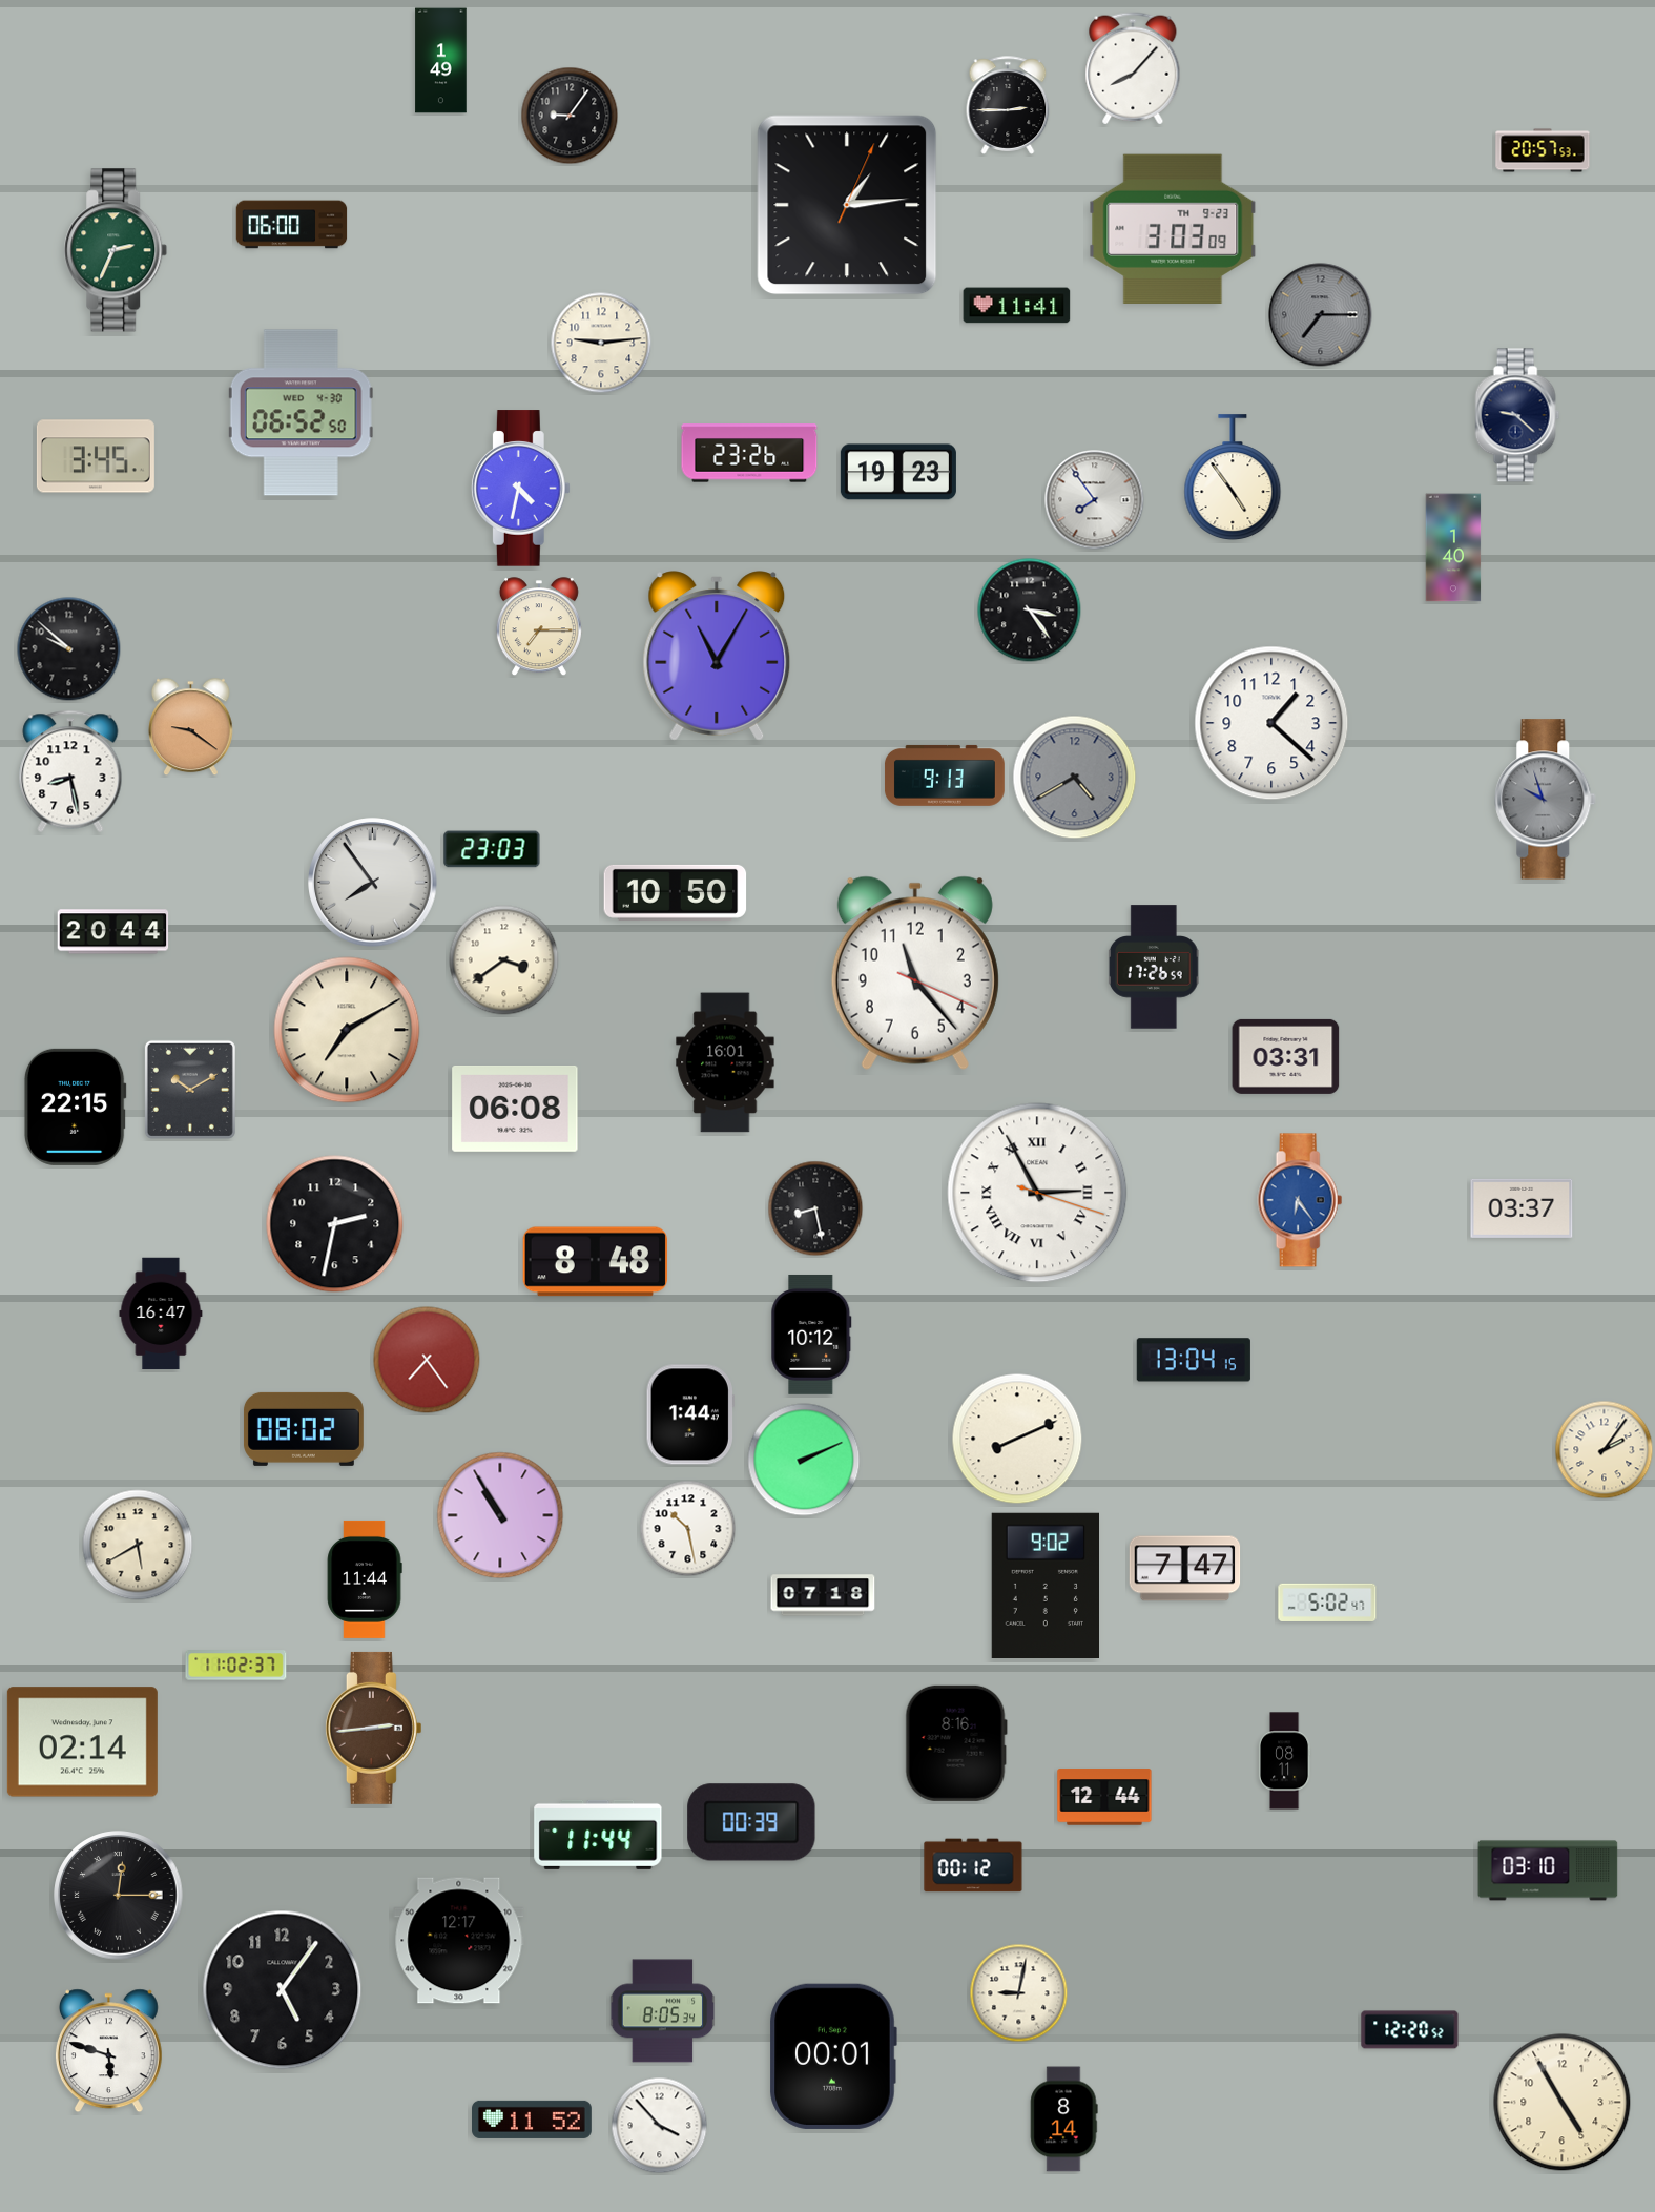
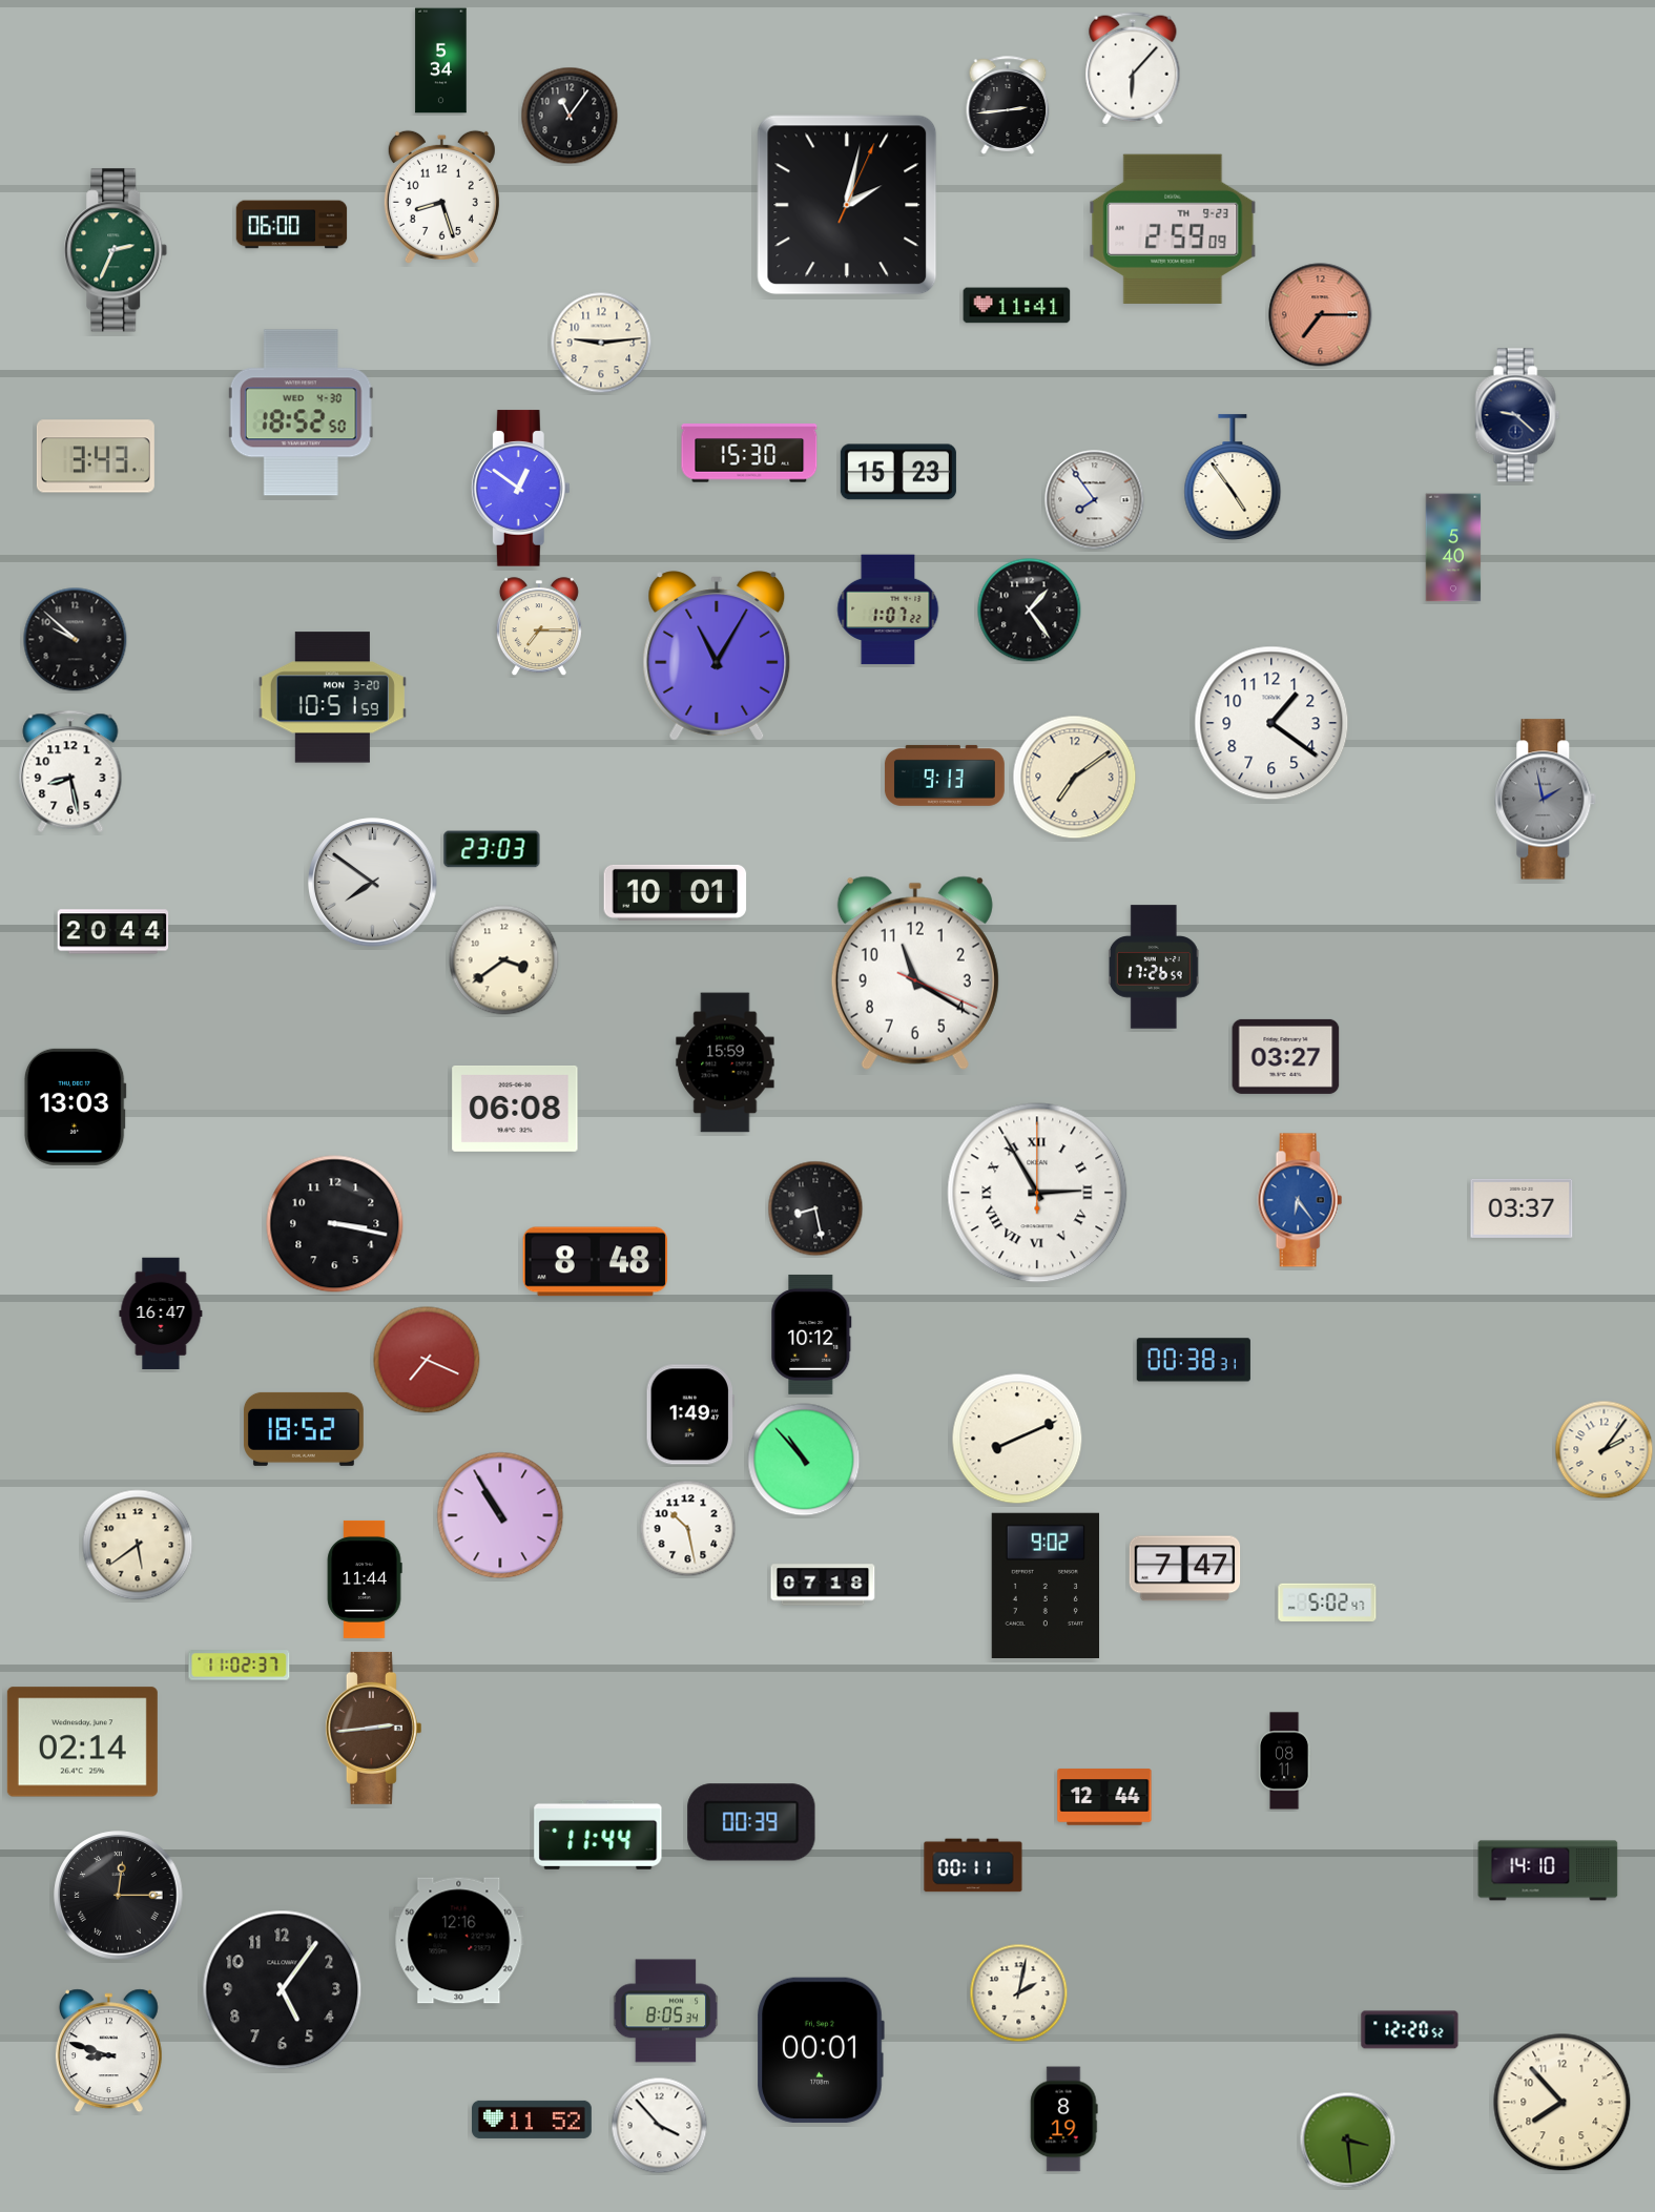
clock at (441, 61): 1:49 -> 5:34
clock at (1133, 68): 8:07 -> 6:07
clock at (1008, 105): 2:45 -> 2:44
clock at (570, 116): 9:06 -> 11:06
clock at (1543, 150): 20:57 -> none
clock at (441, 197): none -> 8:27
clock at (847, 205): 1:14 -> 2:02
clock at (1173, 229): 3:03 -> 2:59
clock at (1321, 315) dial: grey -> salmon
clock at (301, 413): 06:52 -> 18:52
clock at (749, 453): 23:26 -> 15:30
clock at (96, 456): 3:45 -> 3:43
clock at (898, 472): 19:23 -> 15:23
clock at (520, 489): 4:32 -> 12:51
clock at (1453, 547): 1:40 -> 5:40
clock at (888, 609): none -> 1:07
clock at (1030, 611): 3:24 -> 1:24
clock at (69, 649) position: (69, 649) -> (76, 640)
clock at (332, 698): none -> 10:51
clock at (1271, 723): 1:22 -> 1:21
clock at (191, 727): 9:21 -> none
clock at (1075, 778): 4:40 -> 7:09
clock at (1075, 778) dial: grey -> cream
clock at (1546, 800): 9:57 -> 1:58
clock at (373, 883): 7:54 -> 7:51
clock at (676, 892): 10:50 -> 10:01
clock at (915, 973): 11:23 -> 11:20
clock at (347, 1030): 7:10 -> none
clock at (1286, 1056): 03:31 -> 03:27
clock at (725, 1062): 16:01 -> 15:59
clock at (190, 1090): 10:10 -> none
clock at (75, 1107): 22:15 -> 13:03
clock at (1037, 1193): 2:55:18 -> 2:55:00
clock at (335, 1224): 2:32 -> 3:17
clock at (427, 1360): 7:24 -> 7:19
clock at (1194, 1360): 13:04 -> 00:38
clock at (690, 1414): 1:44 -> 1:49
clock at (304, 1429): 08:02 -> 18:52
clock at (804, 1460): 2:11 -> 10:53
clock at (138, 1545): 5:40 -> 5:39
clock at (823, 1595) position: (823, 1595) -> (823, 1585)
clock at (236, 1666) position: (236, 1666) -> (240, 1666)
clock at (956, 1743): 8:16 -> none
clock at (973, 1865): 00:12 -> 00:11
clock at (1548, 1870): 03:10 -> 14:10
clock at (459, 1941): 12:17 -> 12:16
clock at (1019, 1993): 9:02 -> 2:02
clock at (663, 2011) position: (663, 2011) -> (666, 2011)
clock at (108, 2051): 5:48 -> 8:48
clock at (833, 2056) position: (833, 2056) -> (821, 2050)
clock at (1563, 2103): 4:55 -> 7:53
clock at (1064, 2120): 8:14 -> 8:19
clock at (1348, 2141): none -> 3:29
